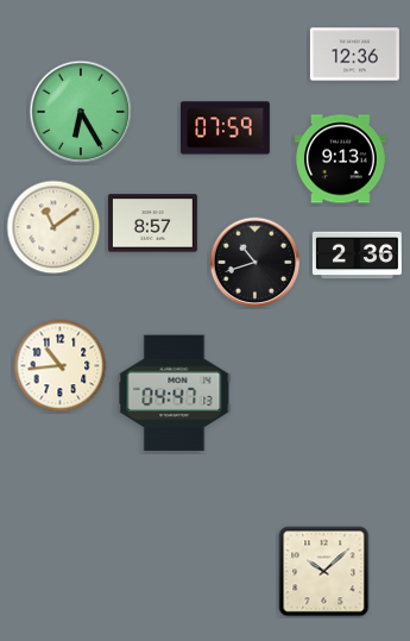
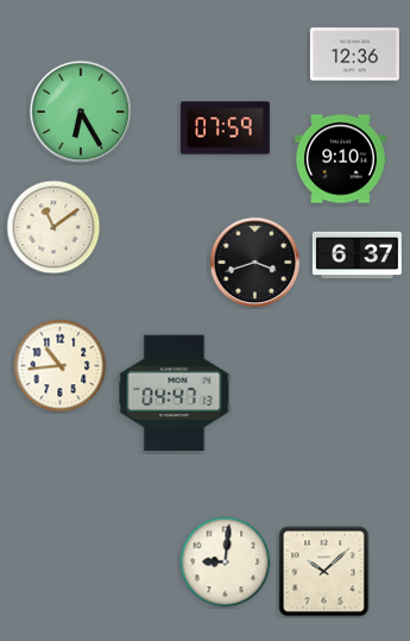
clock at (341, 159): 9:13 -> 9:10
clock at (152, 224): 8:57 -> none
clock at (357, 256): 2:36 -> 6:37
clock at (256, 263): 10:42 -> 3:42
clock at (226, 563): none -> 9:01
